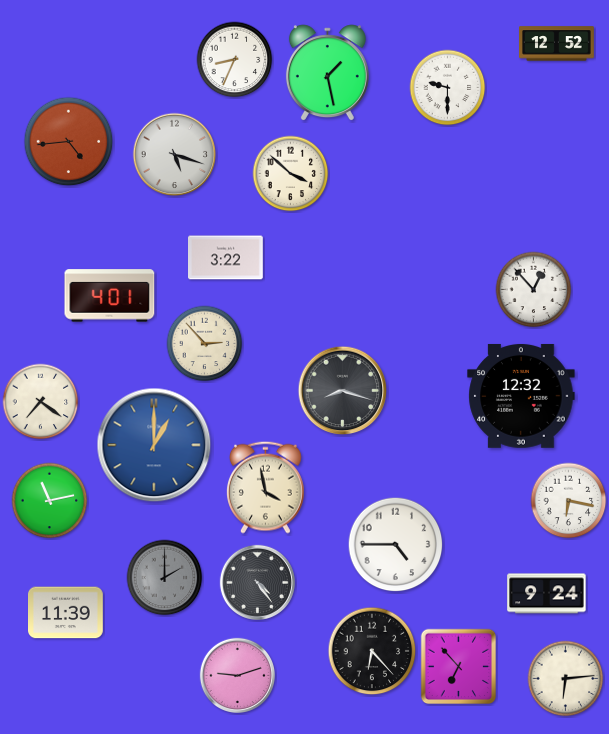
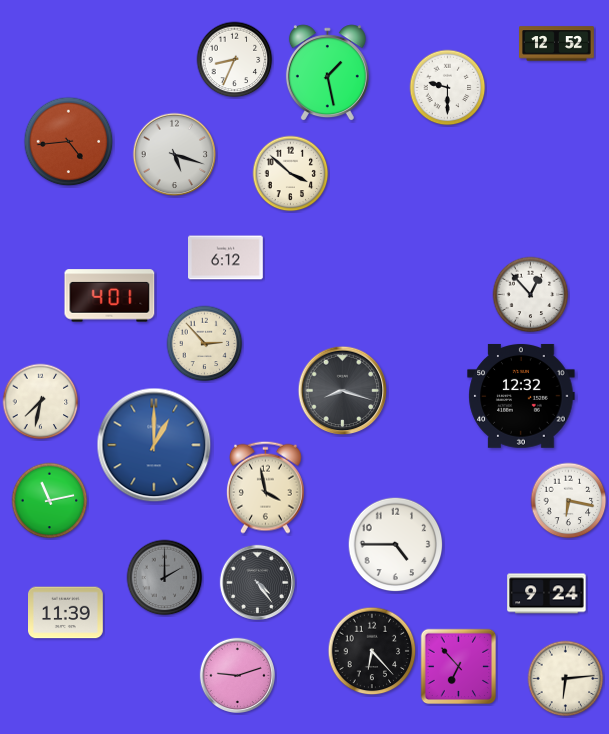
clock at (226, 258): 3:22 -> 6:12
clock at (534, 290) position: (534, 290) -> (531, 295)
clock at (41, 402): 7:21 -> 7:32
